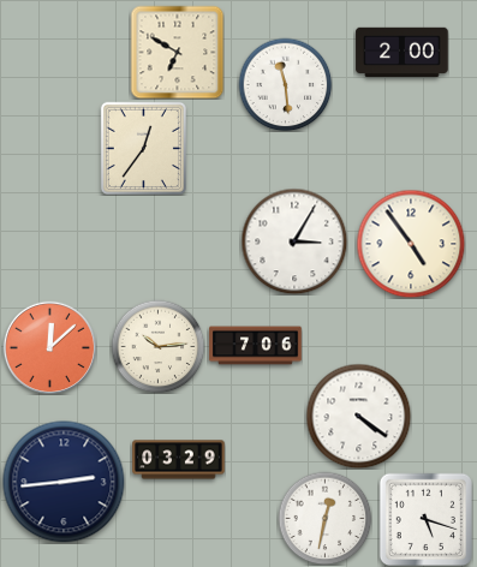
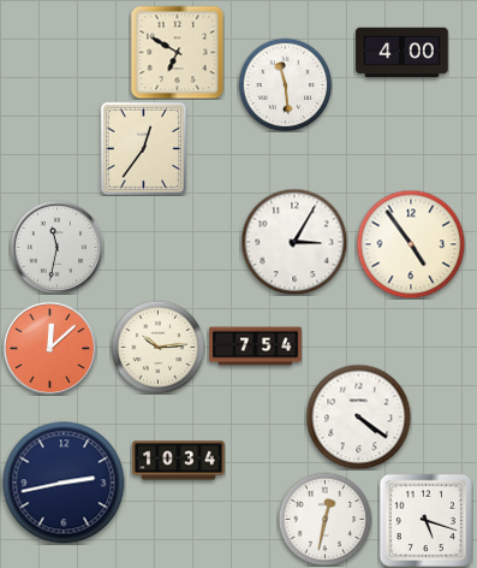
clock at (403, 53): 2:00 -> 4:00
clock at (56, 247): none -> 11:32
clock at (256, 346): 7:06 -> 7:54
clock at (179, 460): 03:29 -> 10:34
clock at (64, 482): 2:44 -> 2:43
